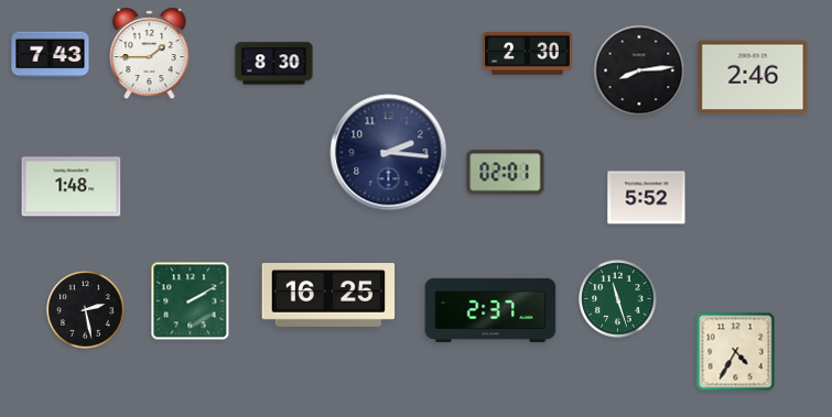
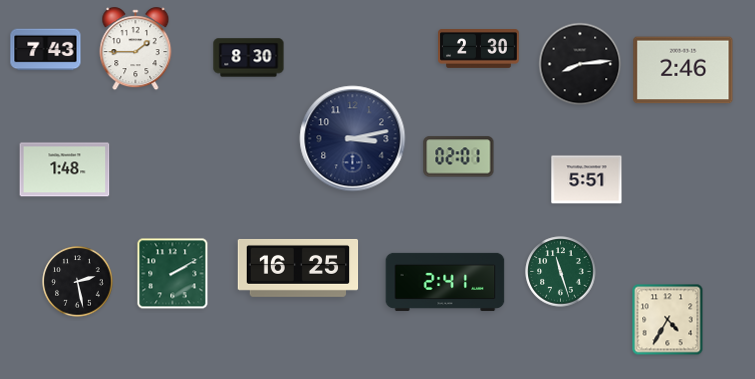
clock at (389, 153): 2:16 -> 3:13
clock at (647, 198): 5:52 -> 5:51
clock at (490, 310): 2:37 -> 2:41
